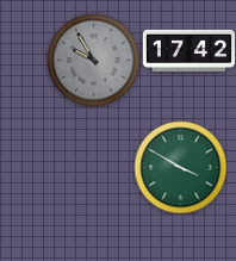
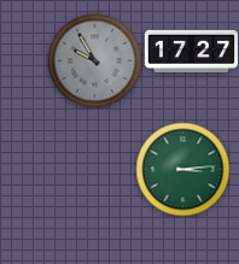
clock at (188, 50): 17:42 -> 17:27
clock at (180, 167): 3:50 -> 3:14
